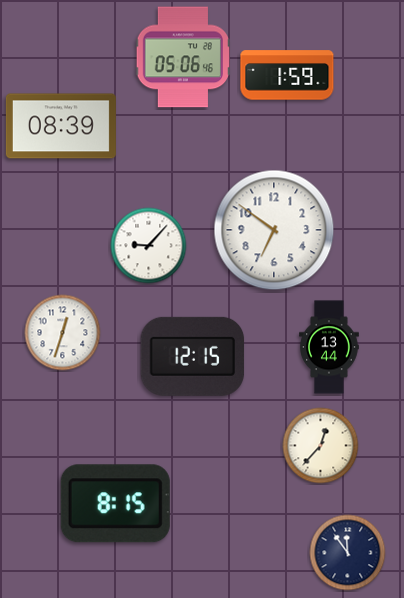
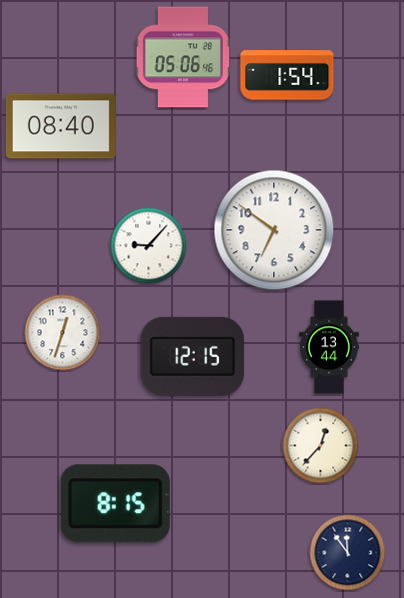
clock at (287, 75): 1:59 -> 1:54
clock at (61, 126): 08:39 -> 08:40
